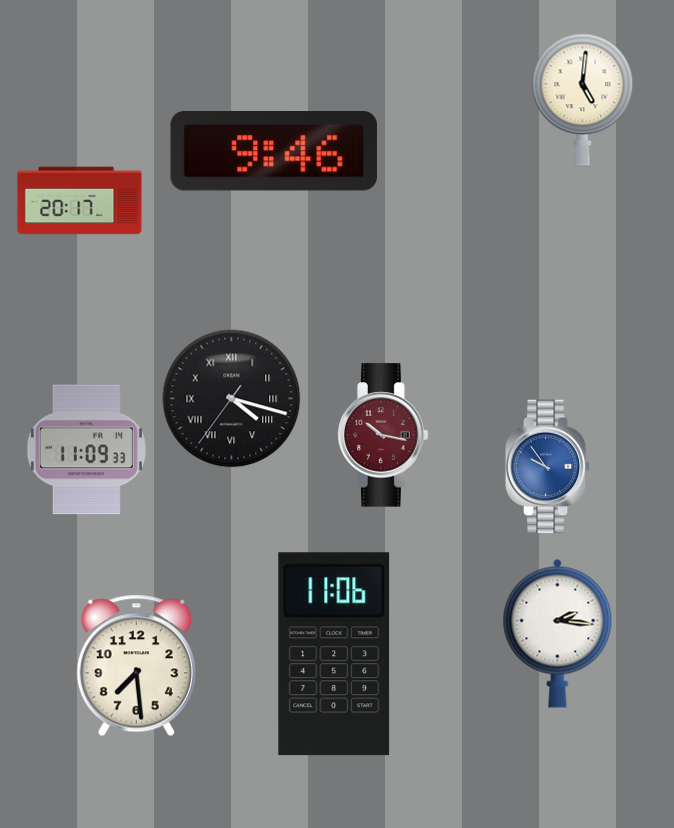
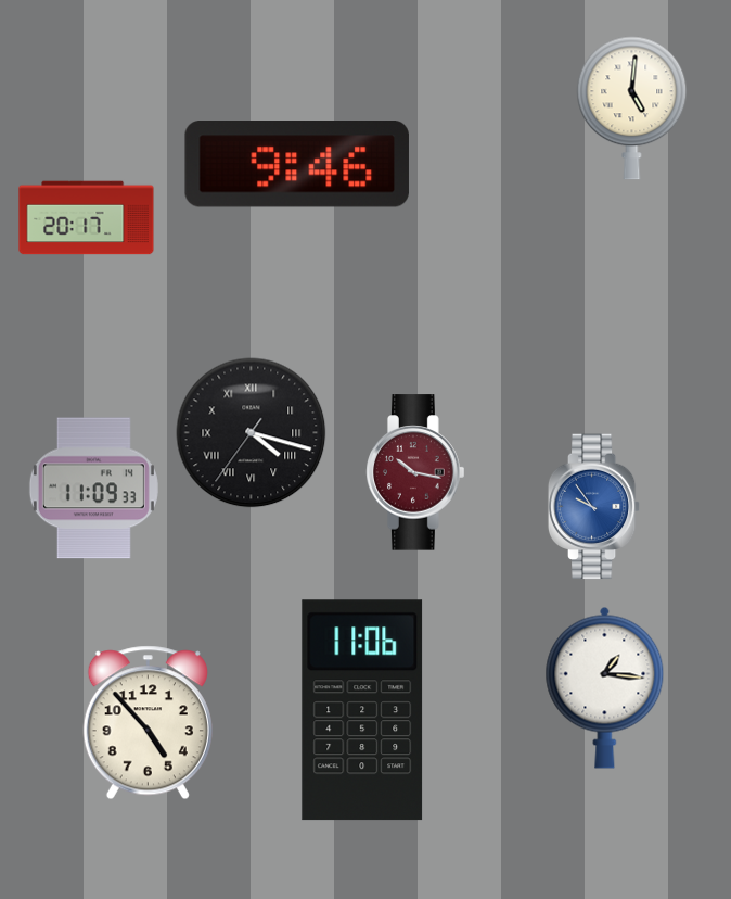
clock at (558, 633): 2:16 -> 1:16
clock at (136, 666): 7:29 -> 4:53
